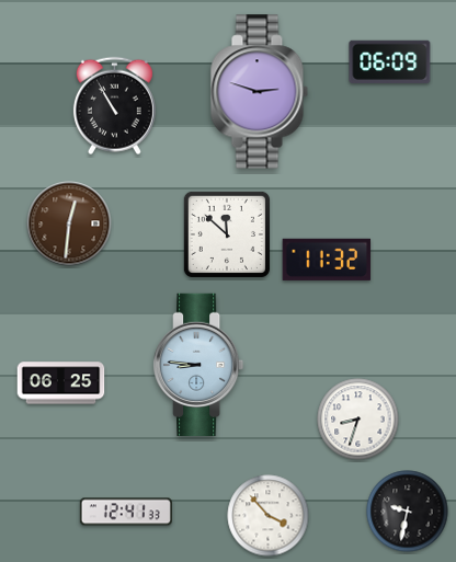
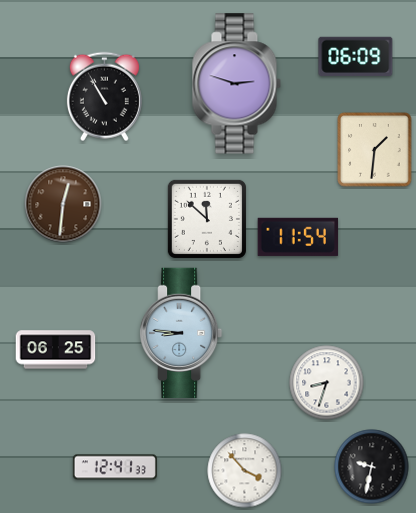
clock at (375, 150): none -> 1:31
clock at (227, 234) position: (227, 234) -> (207, 219)
clock at (327, 260): 11:32 -> 11:54
